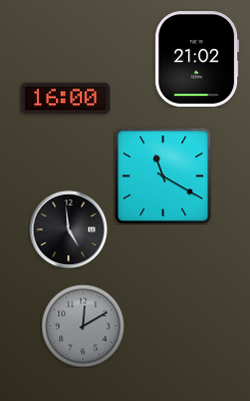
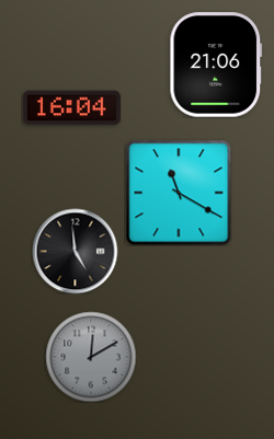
clock at (197, 59): 21:02 -> 21:06
clock at (65, 99): 16:00 -> 16:04
